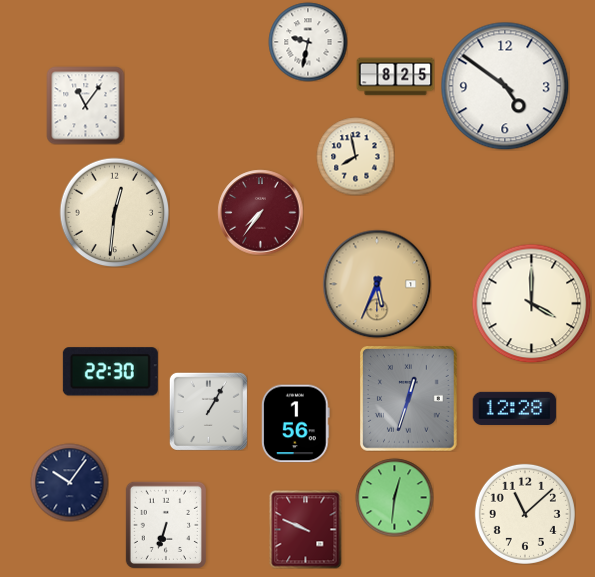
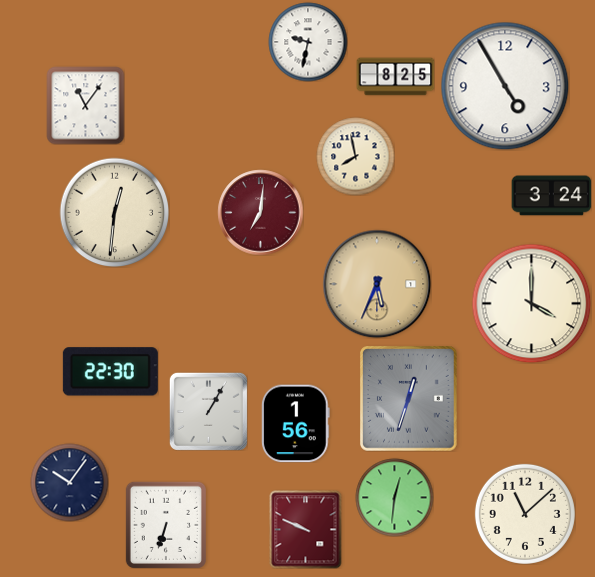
clock at (505, 86): 4:51 -> 4:55
clock at (551, 196): none -> 3:24
clock at (260, 212): 7:36 -> 7:01
clock at (514, 408): 12:28 -> none
